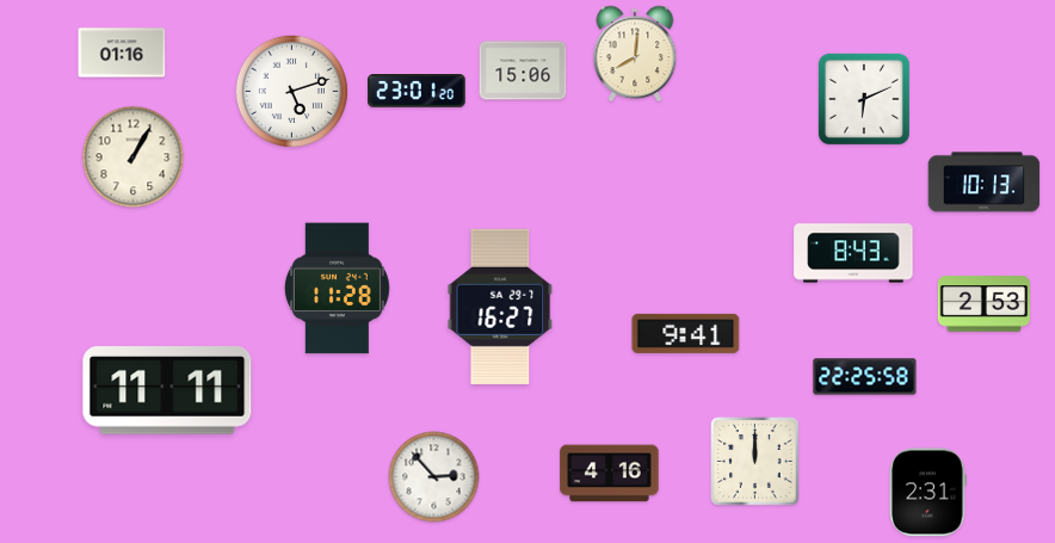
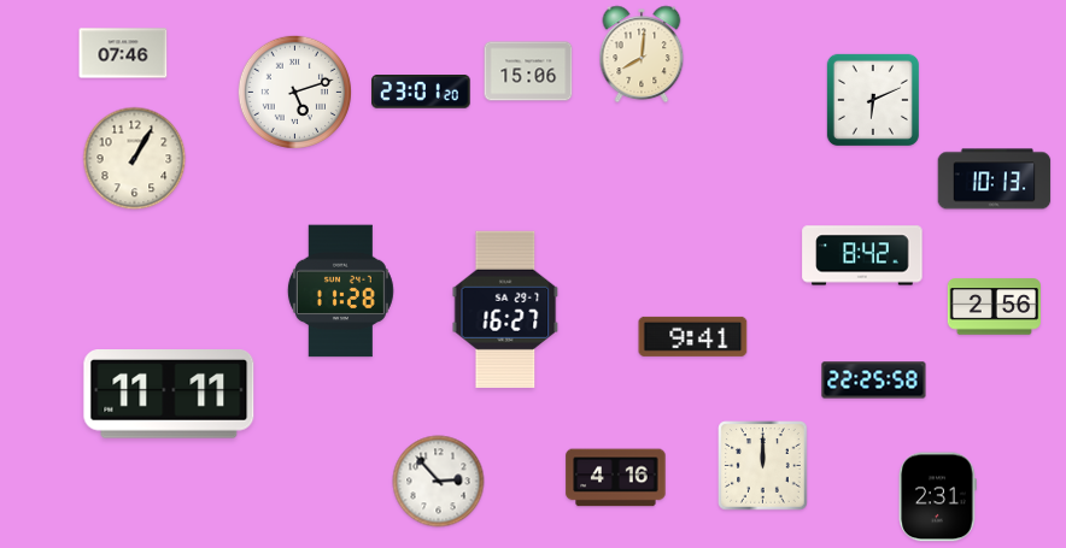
clock at (122, 53): 01:16 -> 07:46
clock at (985, 183) position: (985, 183) -> (995, 179)
clock at (853, 253): 8:43 -> 8:42
clock at (983, 304): 2:53 -> 2:56
